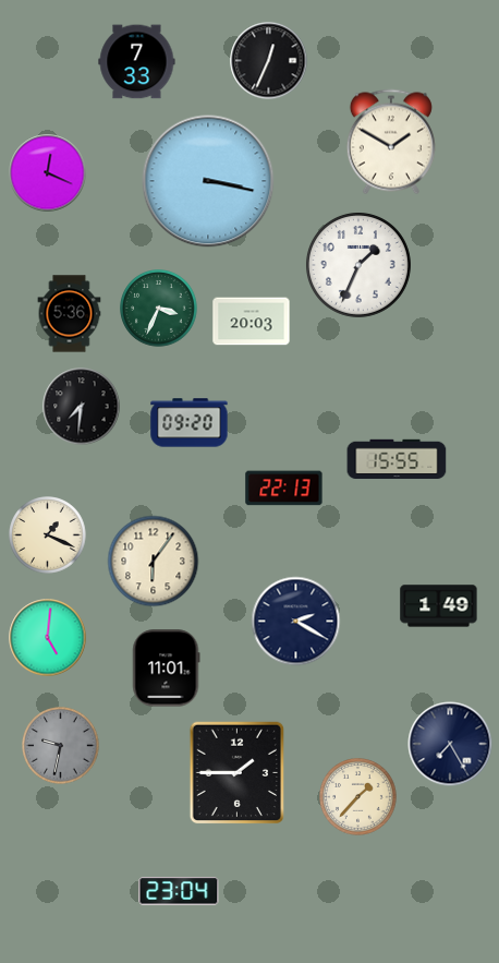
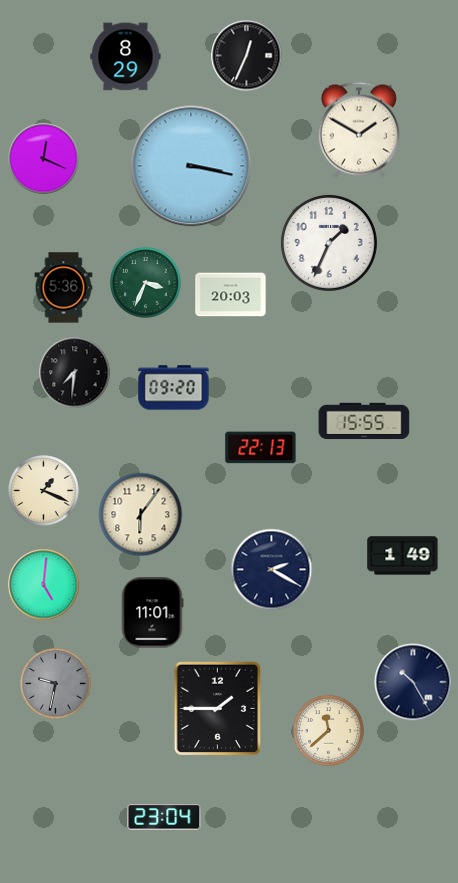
clock at (137, 62): 7:33 -> 8:29
clock at (450, 744): 7:25 -> 10:25
clock at (358, 797): 1:37 -> 11:38
